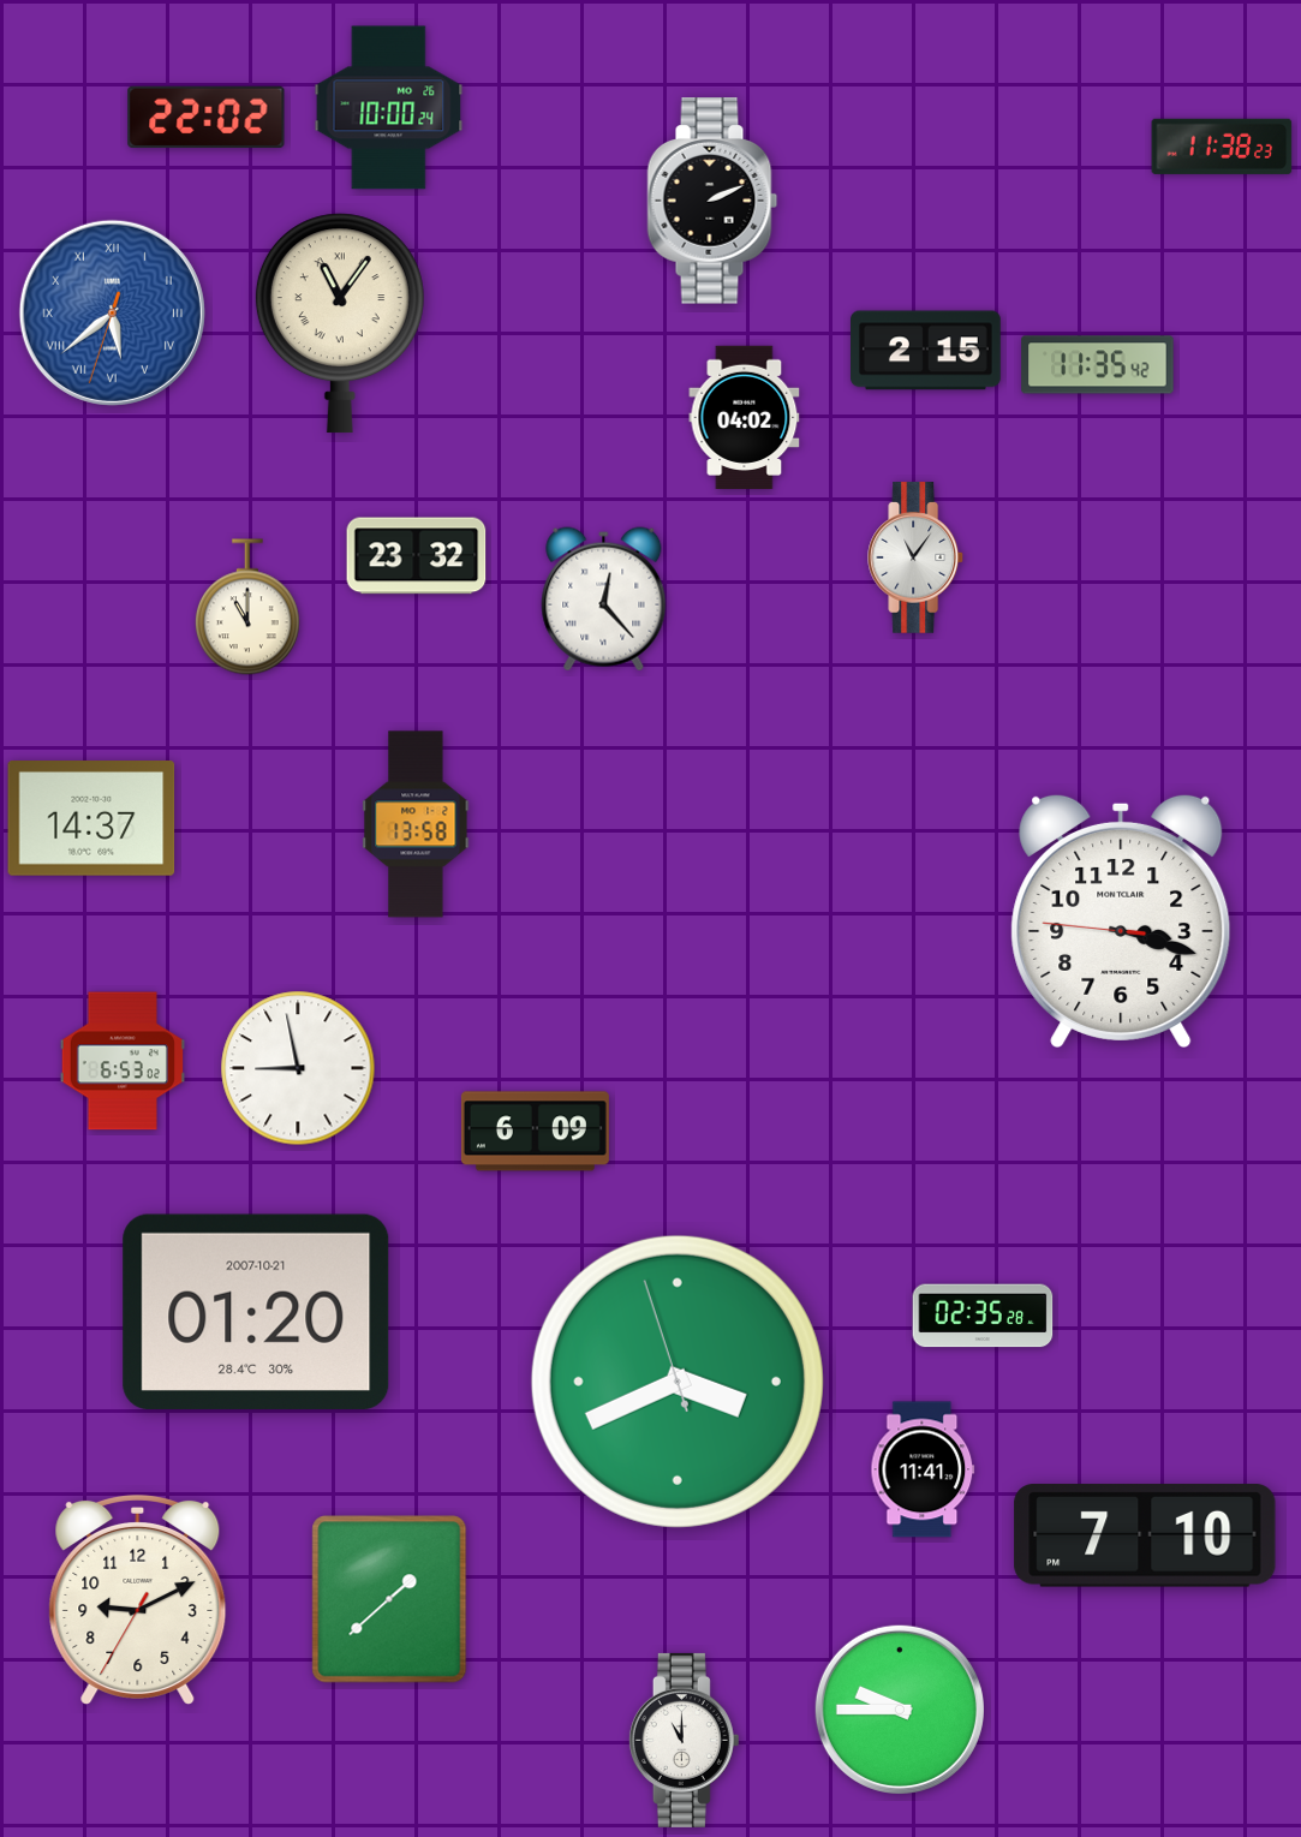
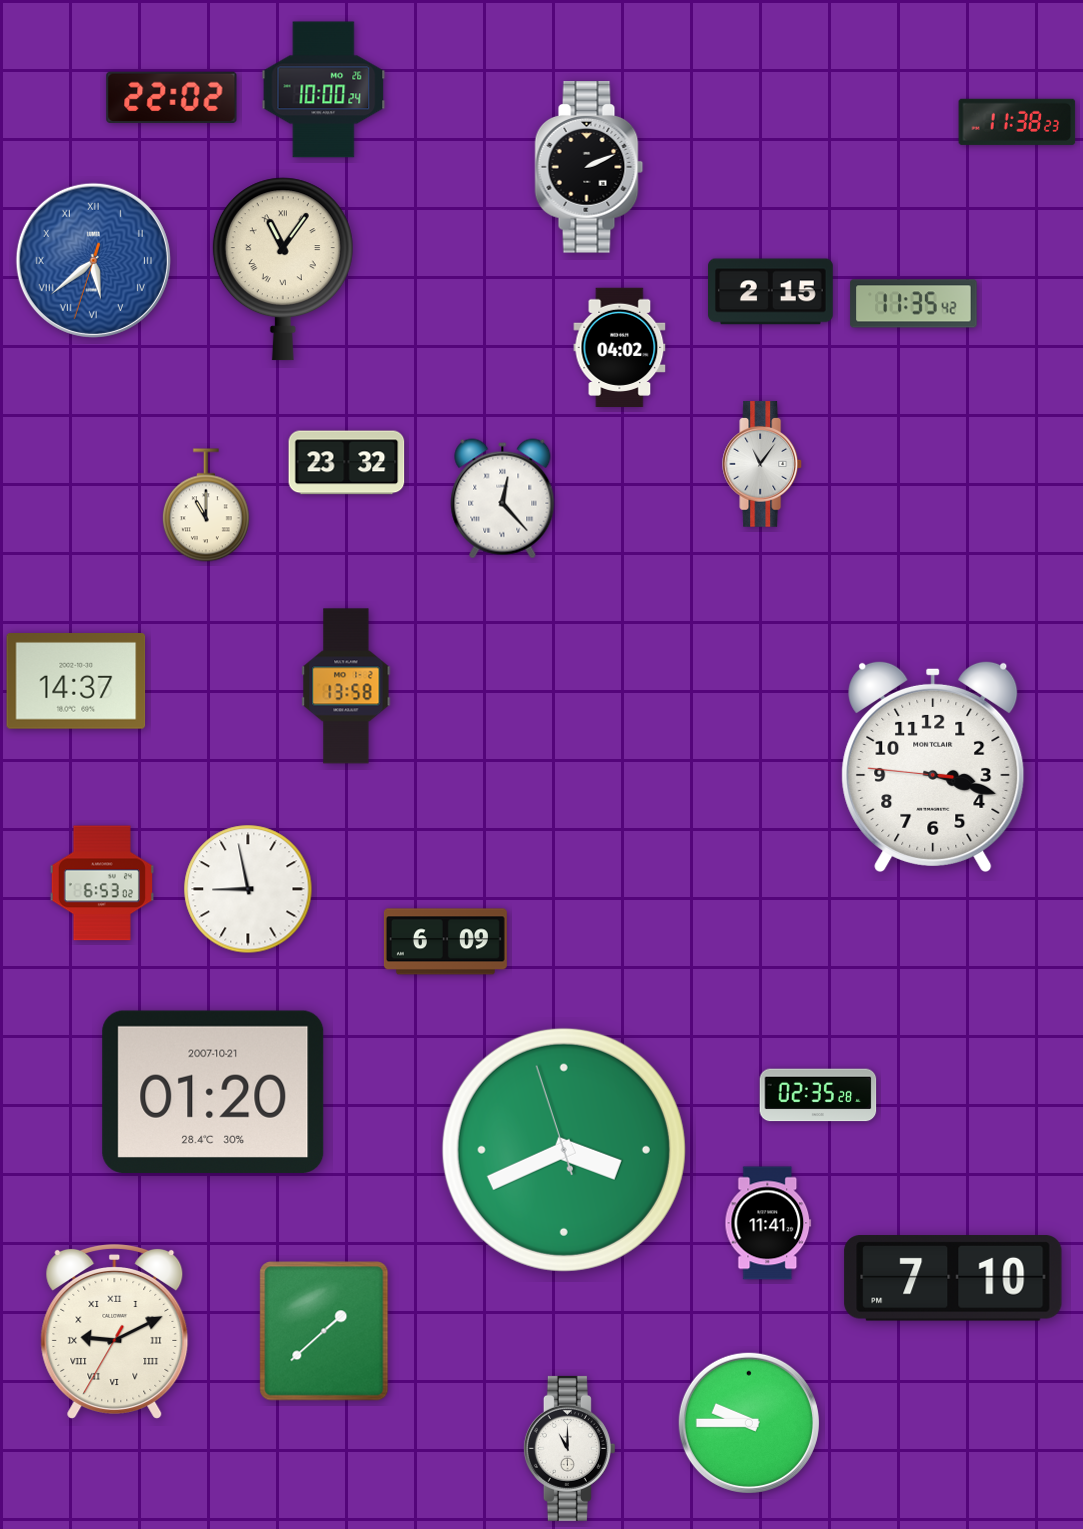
clock at (712, 201) position: (712, 201) -> (589, 167)
clock at (138, 1599) numerals: Arabic -> Roman
